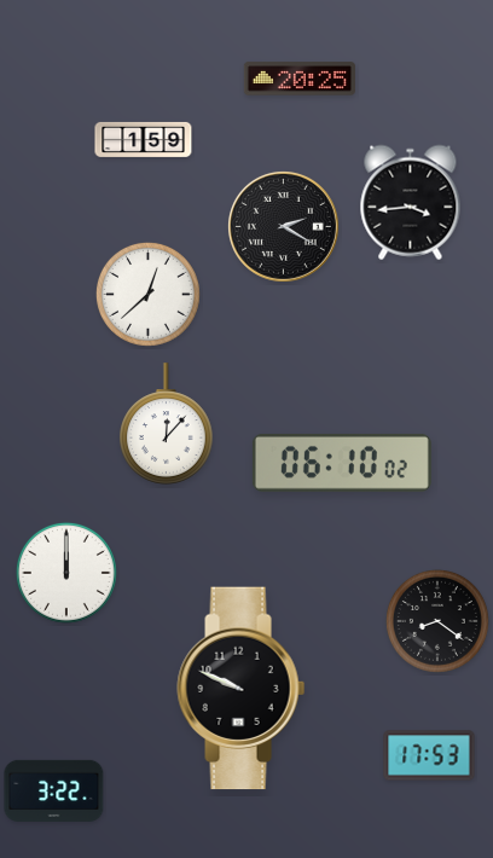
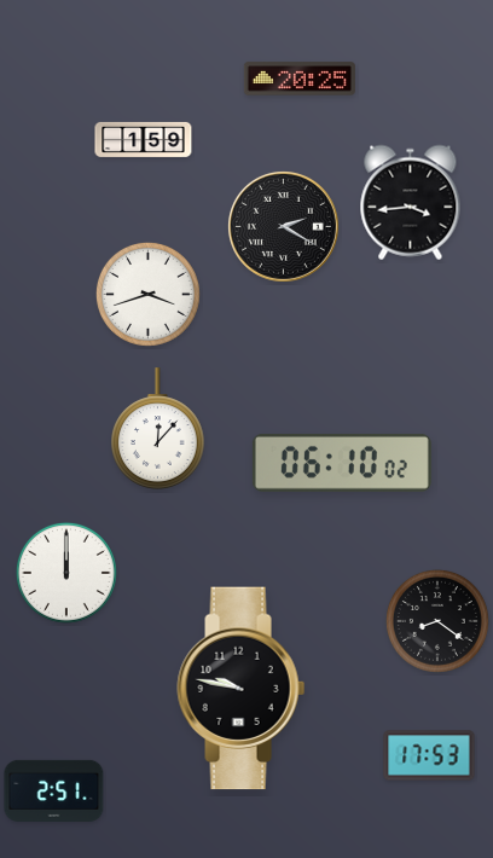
clock at (147, 294): 12:38 -> 3:42
clock at (167, 424) position: (167, 424) -> (158, 429)
clock at (242, 689): 9:49 -> 9:47
clock at (54, 790): 3:22 -> 2:51
